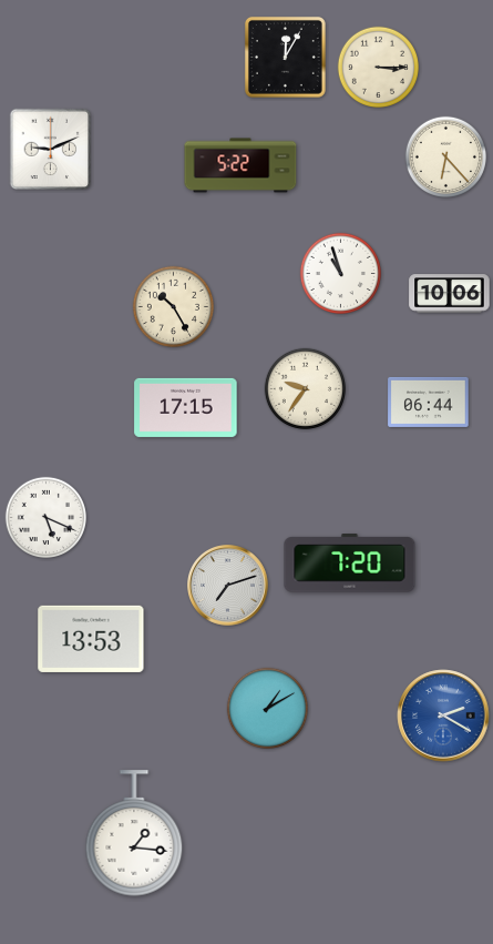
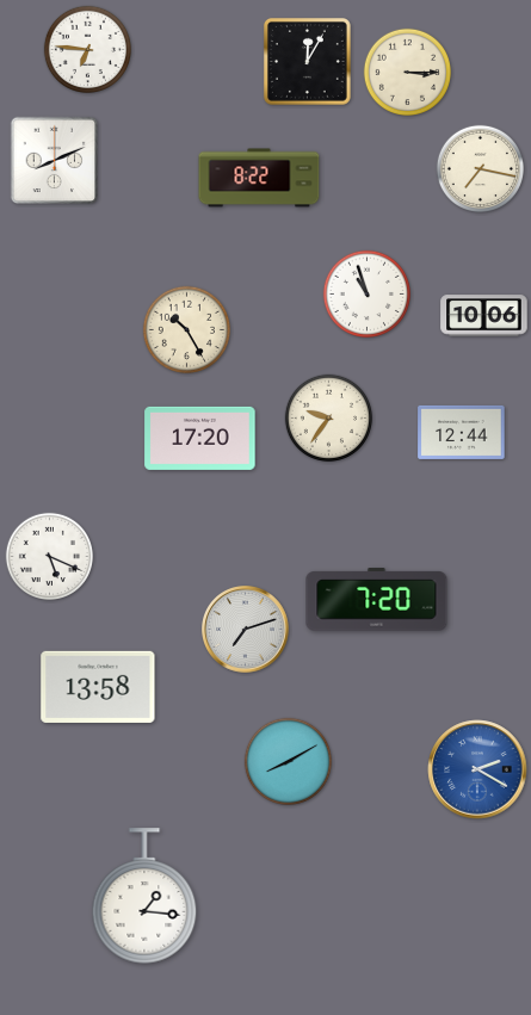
clock at (87, 49): none -> 6:46
clock at (51, 150): 9:11 -> 8:11
clock at (445, 156): 6:23 -> 7:17
clock at (240, 165): 5:22 -> 8:22
clock at (429, 402): 06:44 -> 12:44
clock at (186, 407): 17:15 -> 17:20
clock at (350, 564) position: (350, 564) -> (377, 600)
clock at (91, 639): 13:53 -> 13:58
clock at (267, 708): 1:10 -> 8:10
